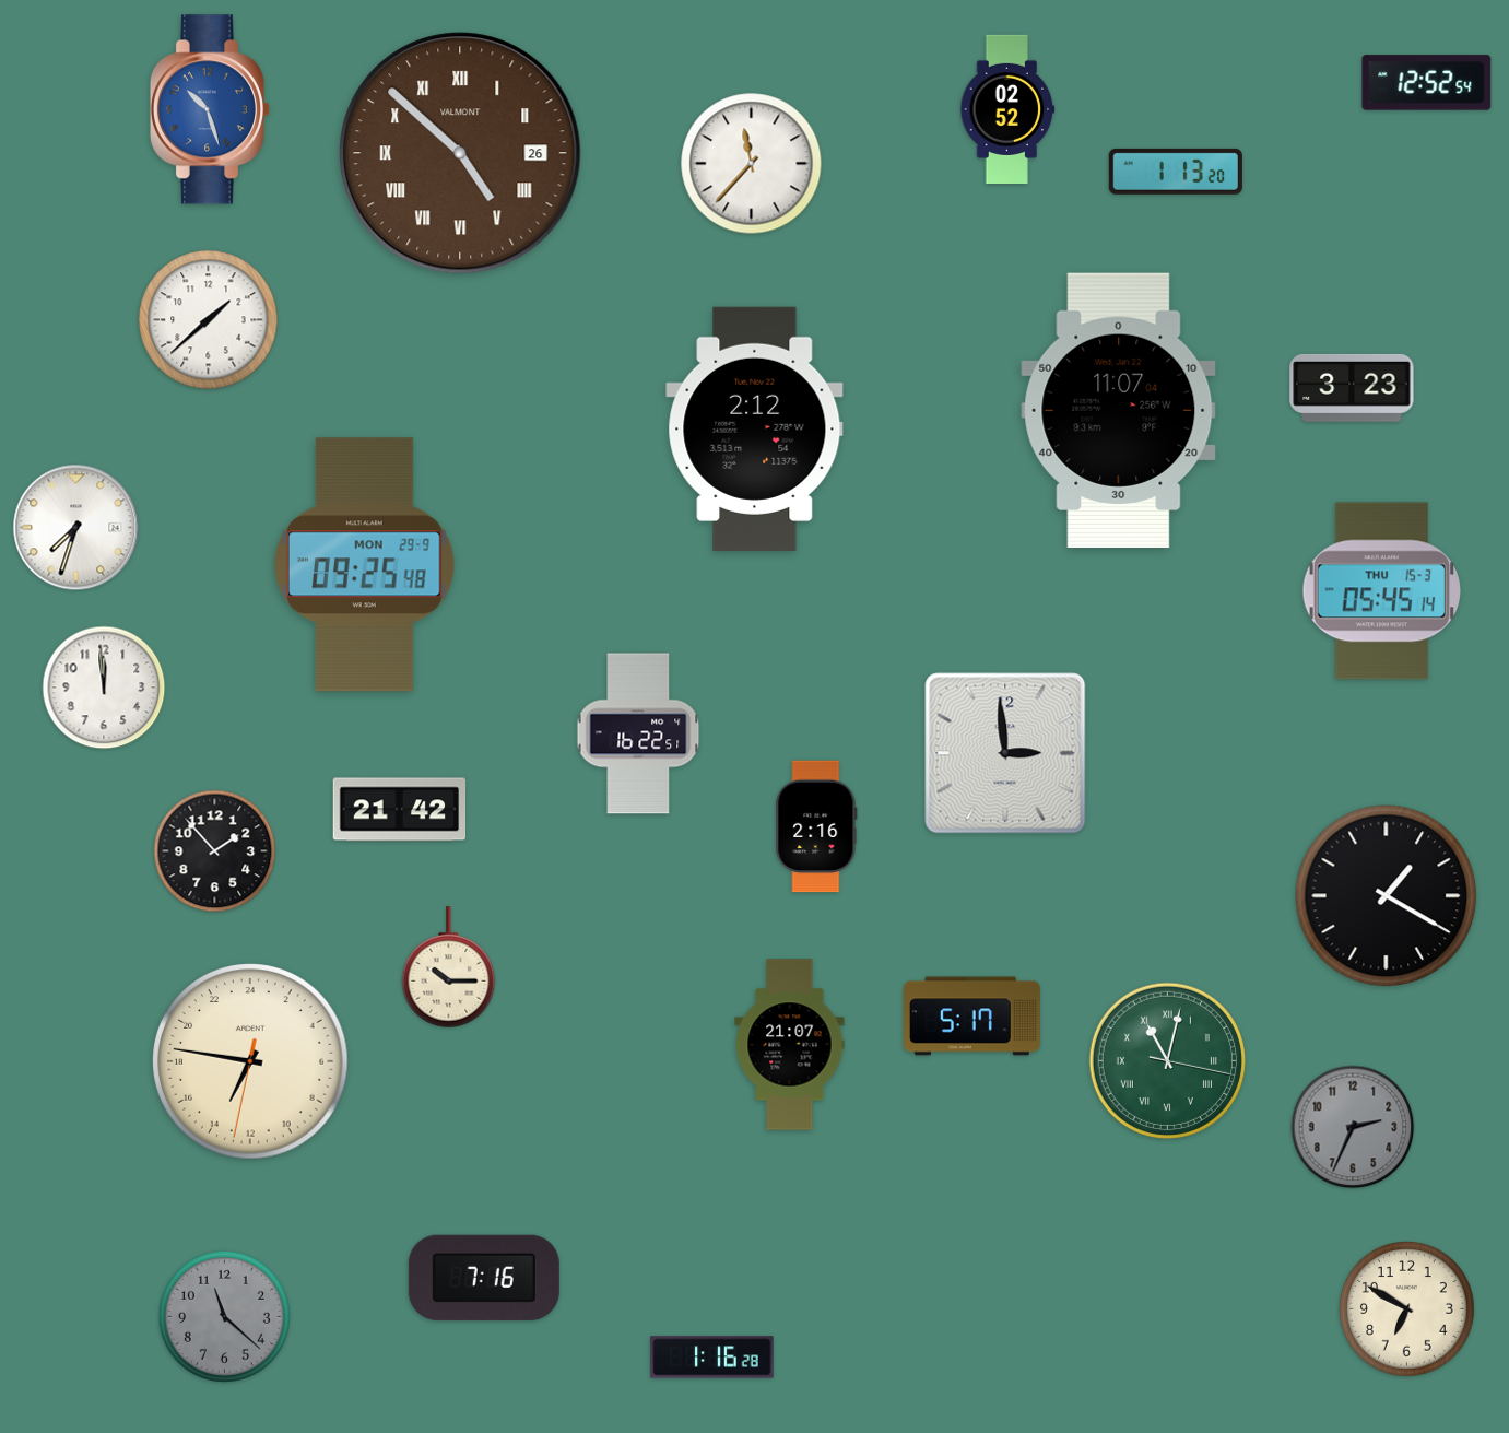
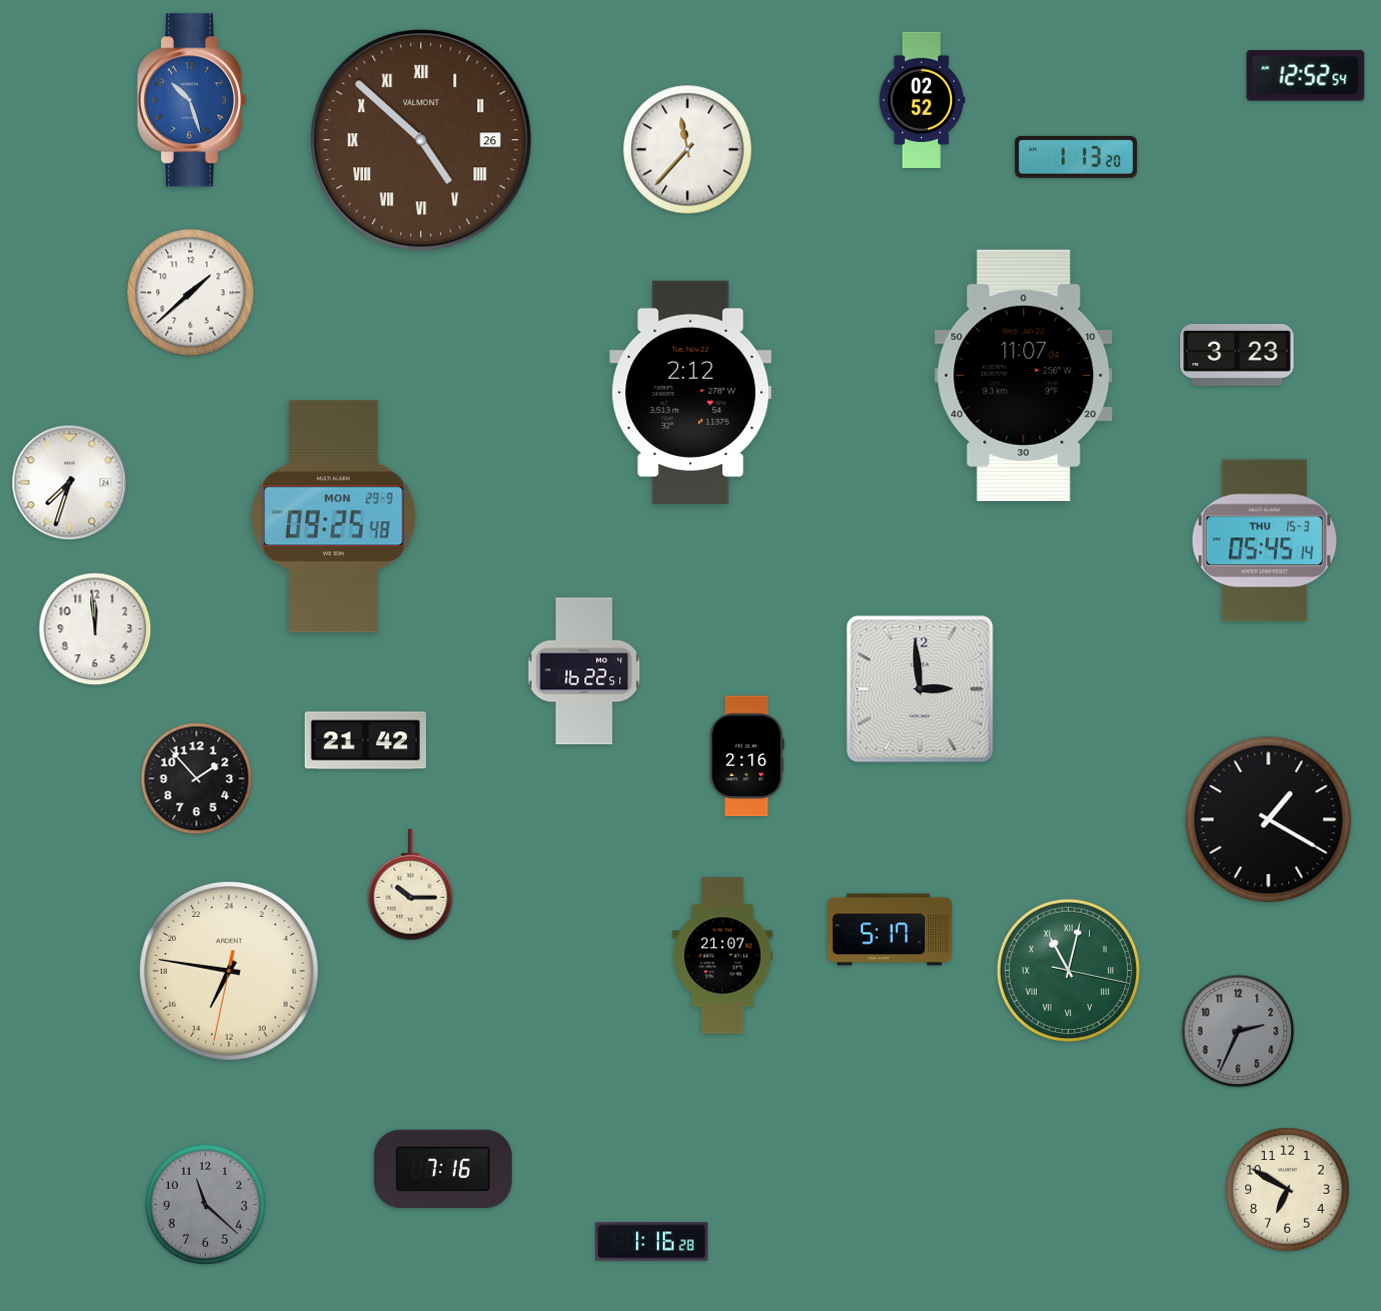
clock at (1407, 1309) position: (1407, 1309) -> (1288, 1190)
